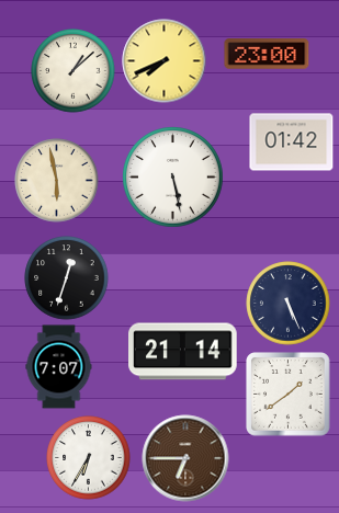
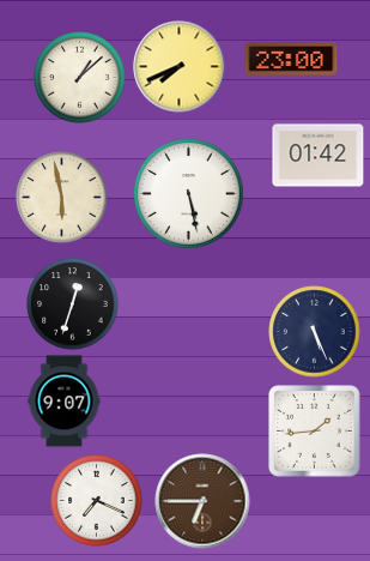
clock at (183, 352): 21:14 -> none
clock at (59, 367): 7:07 -> 9:07
clock at (289, 395): 1:39 -> 1:44
clock at (89, 458): 6:35 -> 7:19
